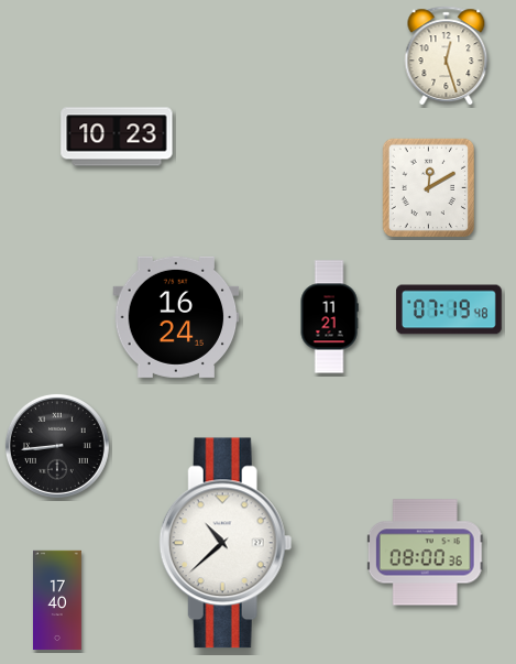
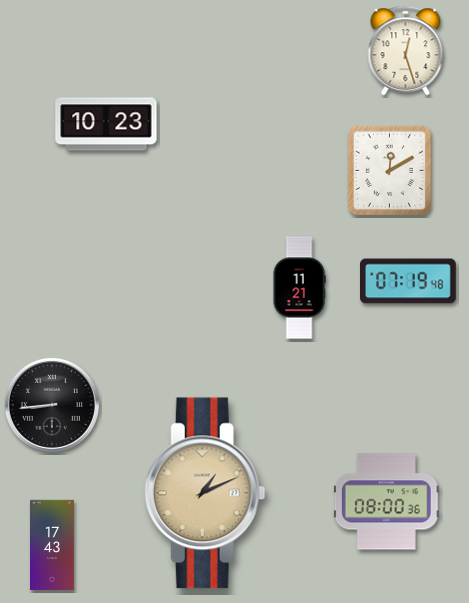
clock at (176, 317): 16:24 -> none
clock at (226, 543): 10:38 -> 1:11
clock at (226, 543) dial: white -> champagne
clock at (58, 600): 17:40 -> 17:43
